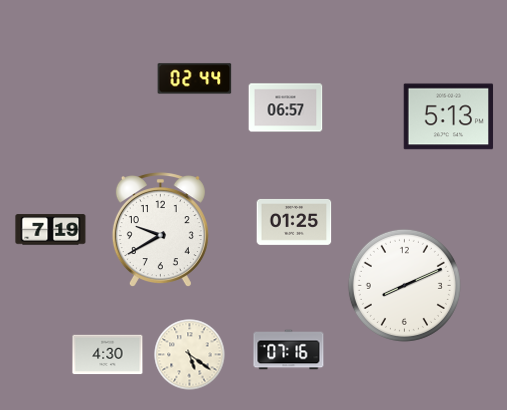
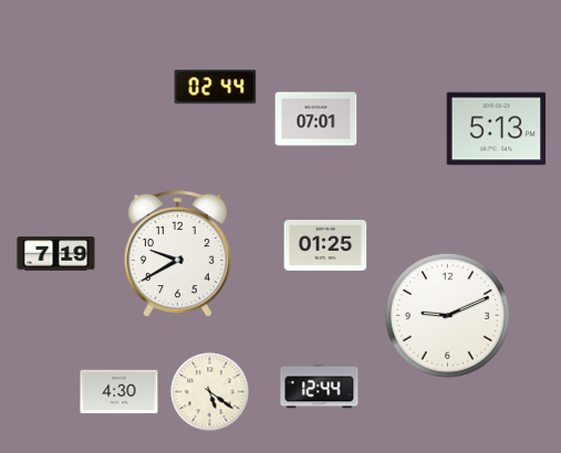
clock at (286, 108): 06:57 -> 07:01
clock at (404, 285): 8:11 -> 9:11
clock at (289, 350): 07:16 -> 12:44
